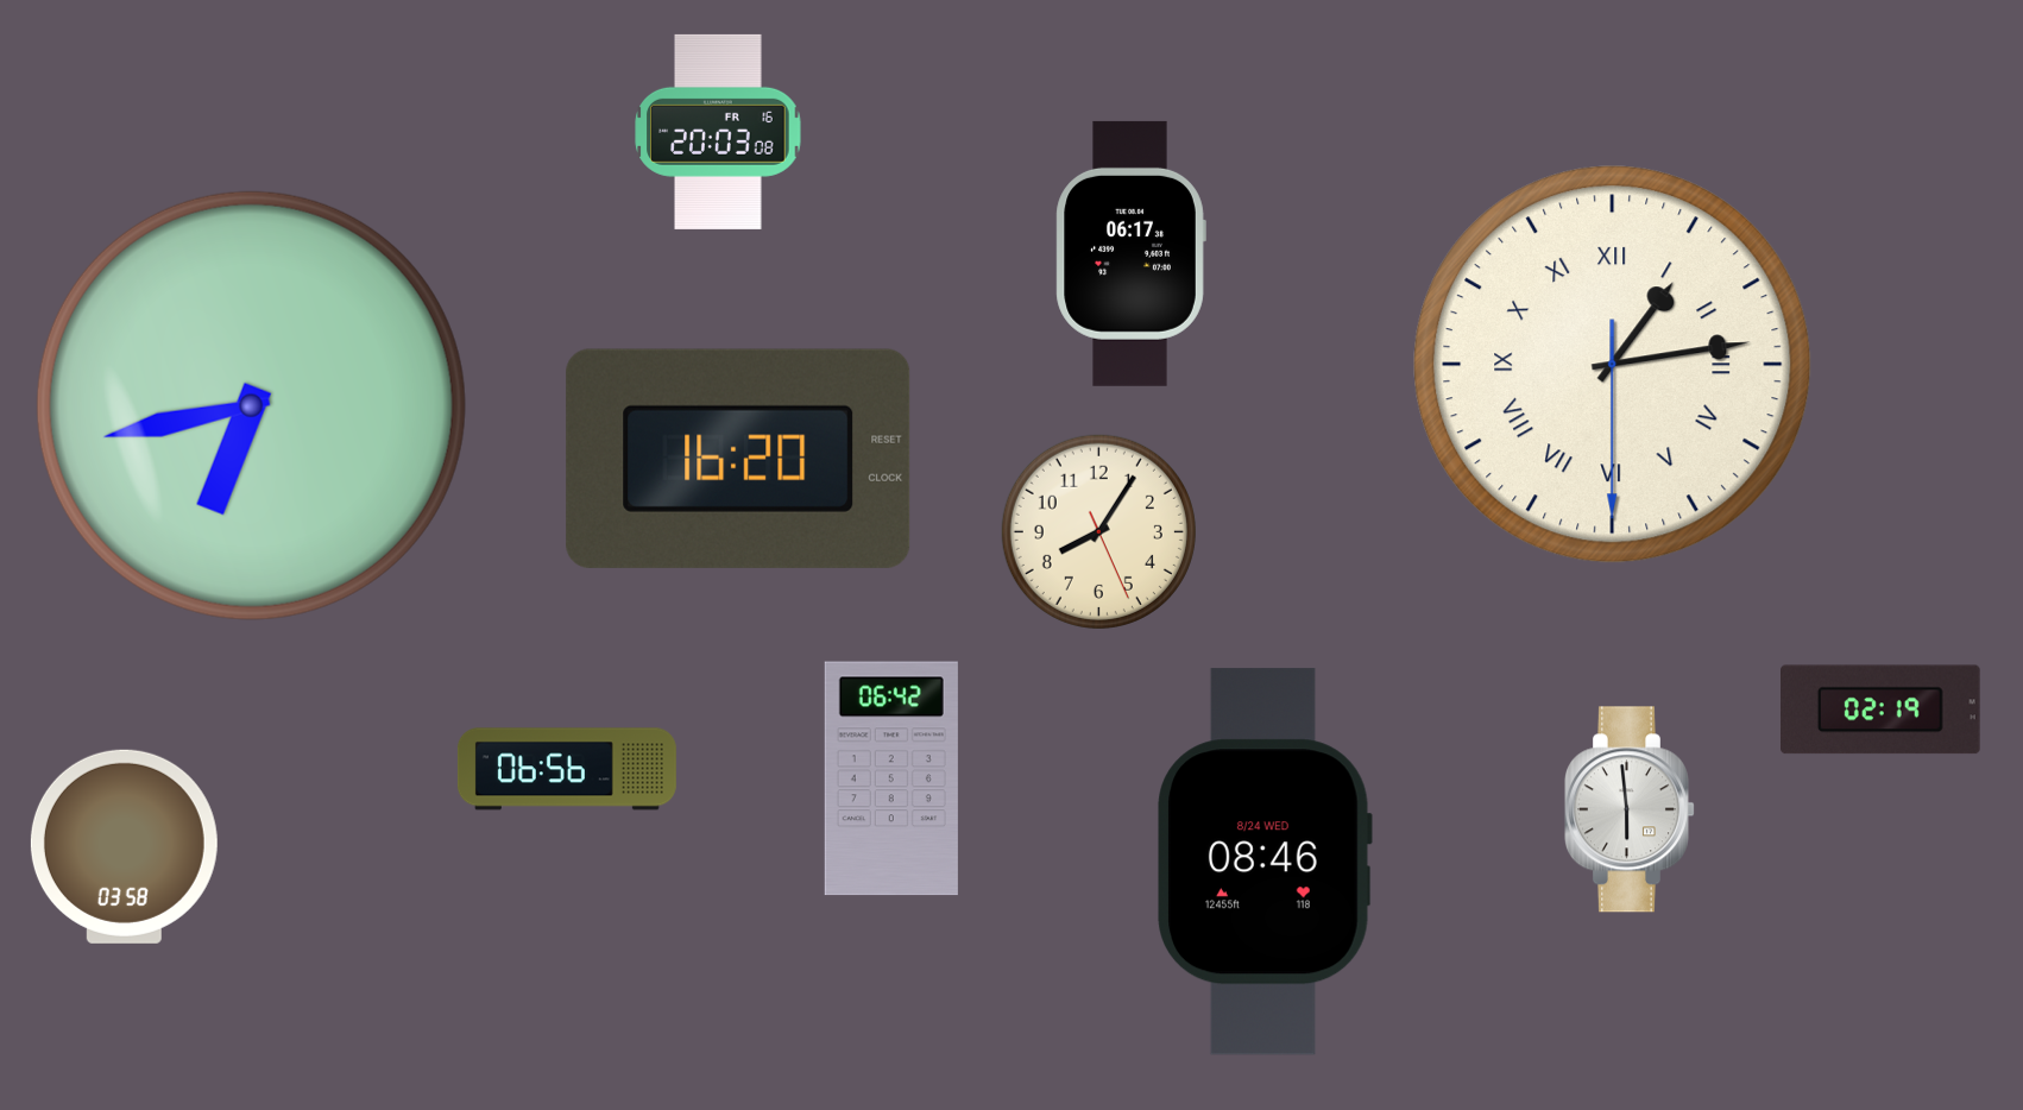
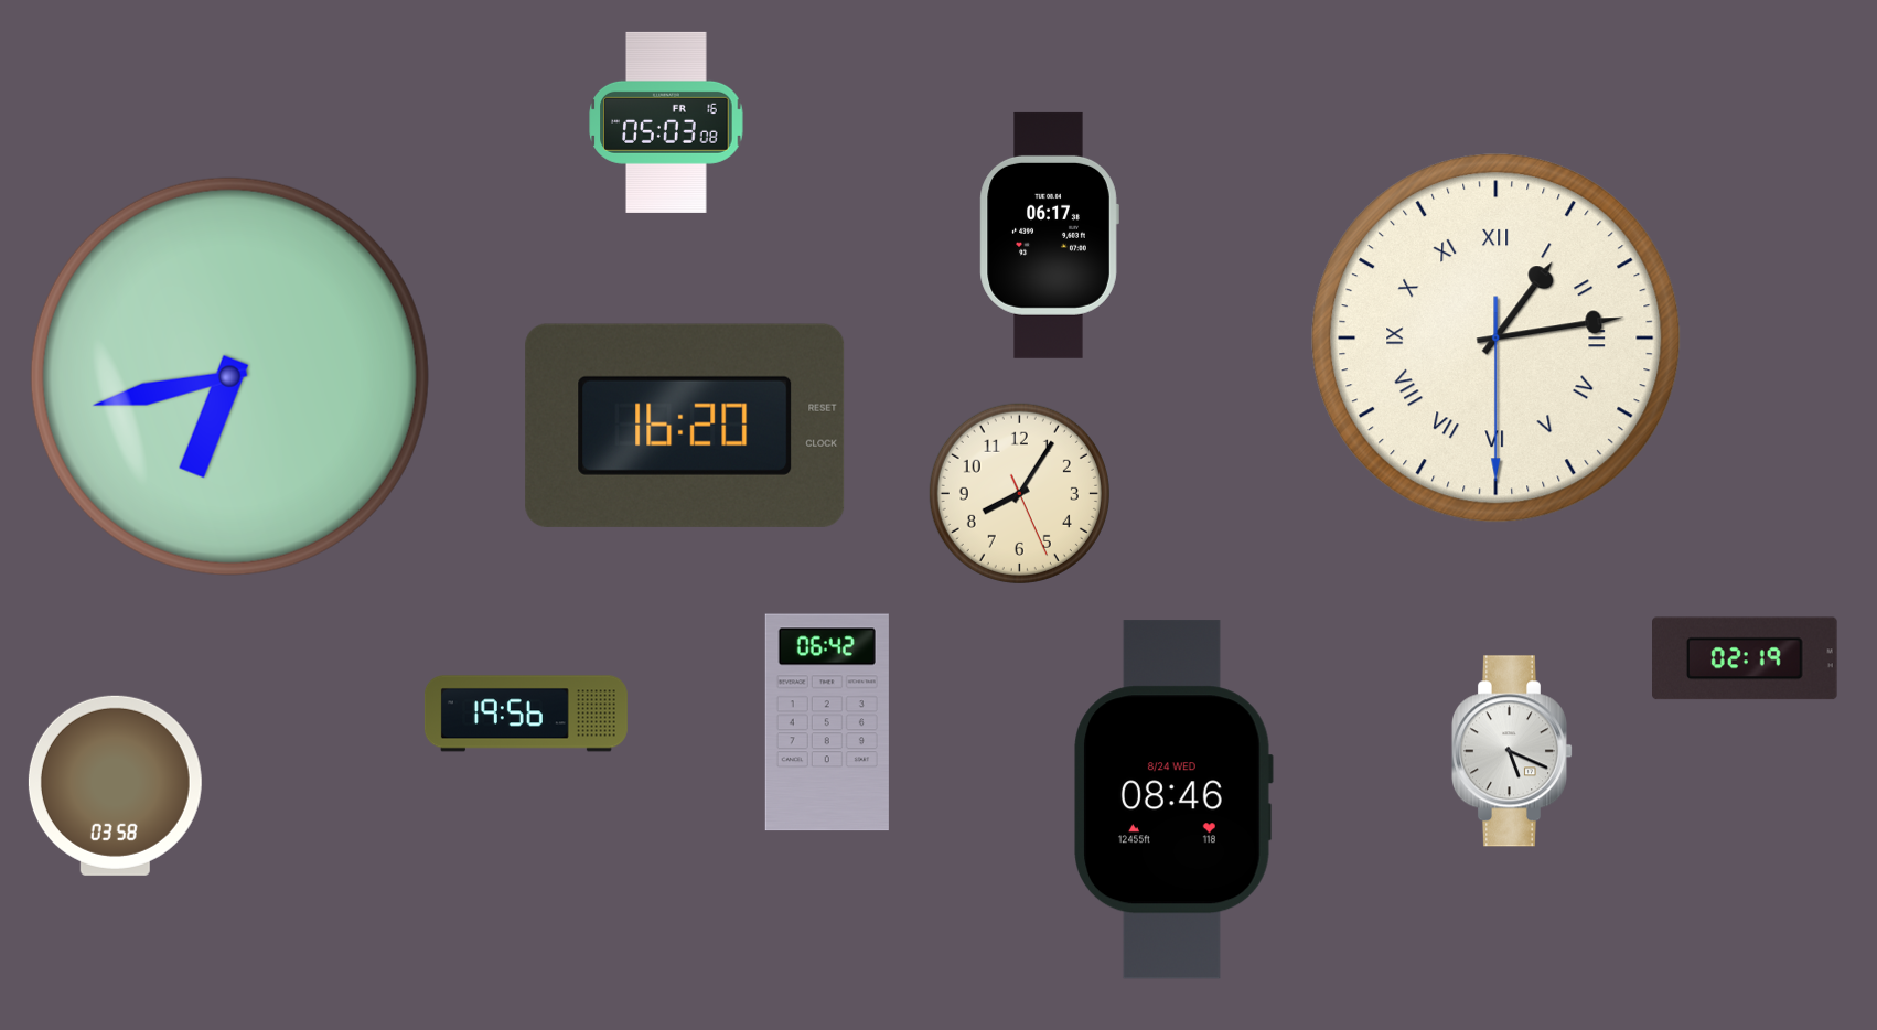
clock at (718, 132): 20:03 -> 05:03
clock at (251, 405) position: (251, 405) -> (229, 376)
clock at (567, 769): 06:56 -> 19:56
clock at (1630, 809): 5:59 -> 5:19
